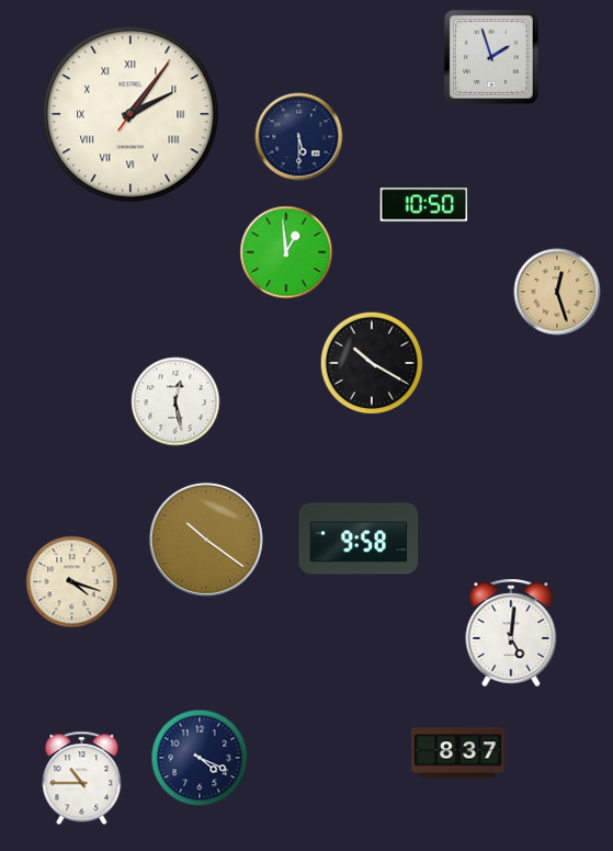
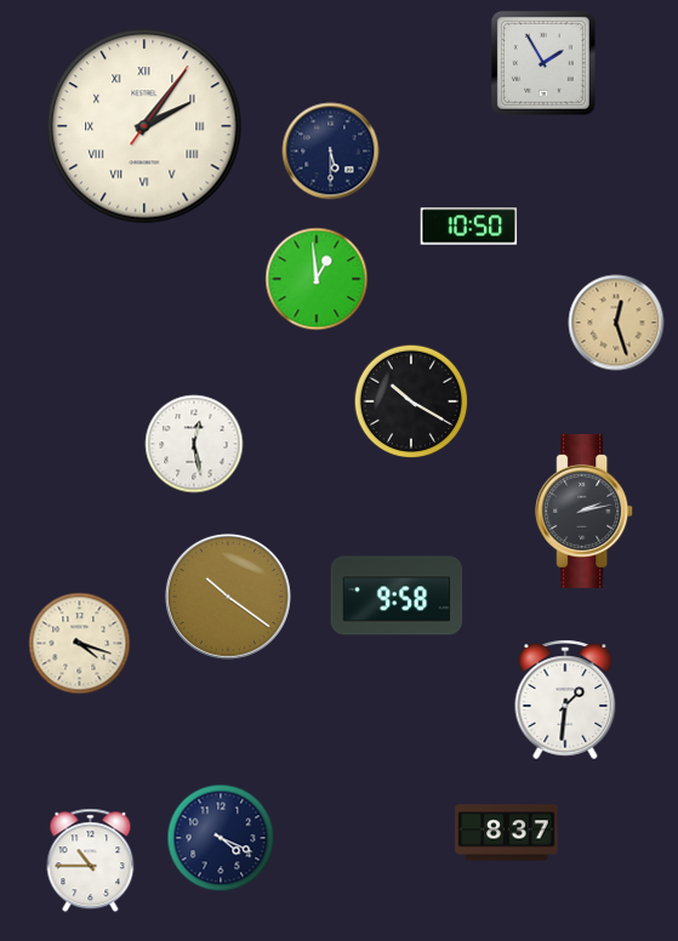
clock at (491, 57): 1:57 -> 1:55
clock at (585, 511): none -> 2:13
clock at (511, 633): 5:01 -> 1:31
